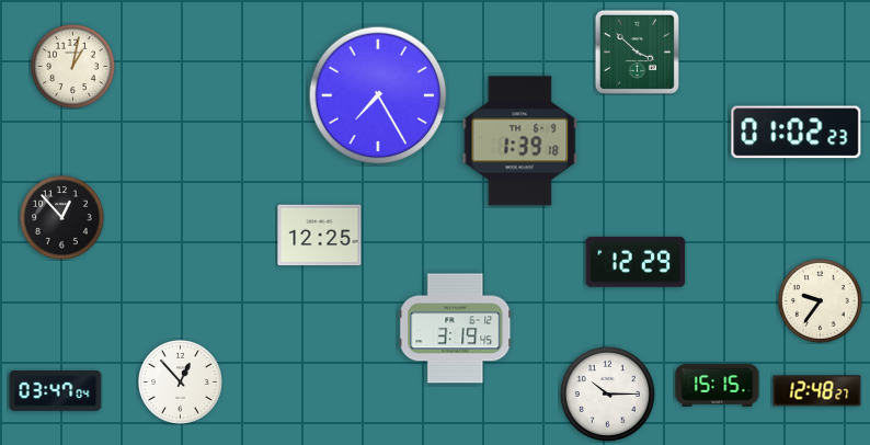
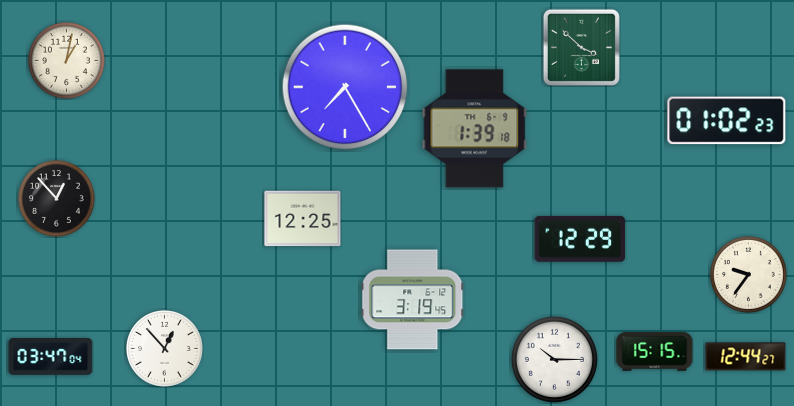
clock at (320, 236) position: (320, 236) -> (303, 219)
clock at (456, 329) position: (456, 329) -> (413, 300)
clock at (817, 391): 12:48 -> 12:44
